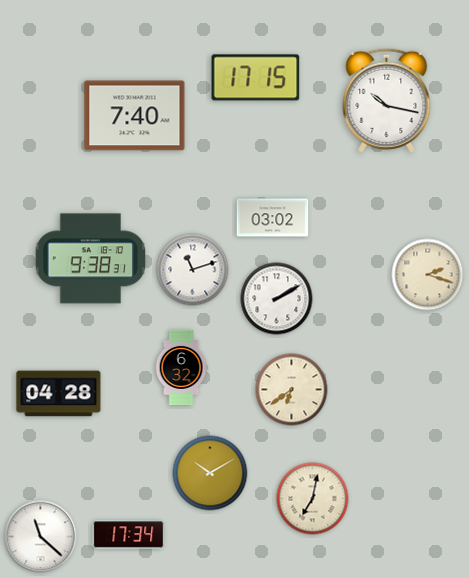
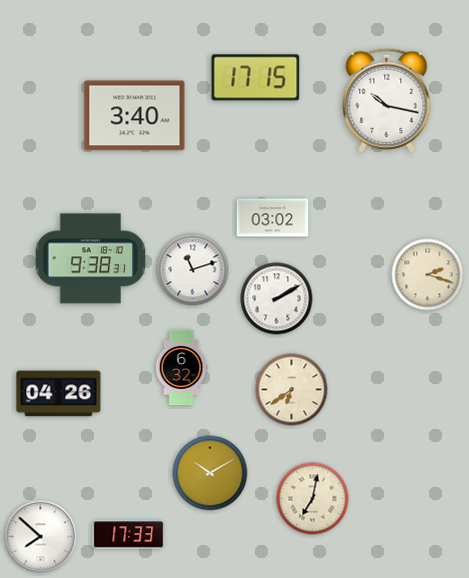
clock at (135, 116): 7:40 -> 3:40
clock at (59, 394): 04:28 -> 04:26
clock at (129, 535): 17:34 -> 17:33
clock at (41, 537): 11:22 -> 7:52
